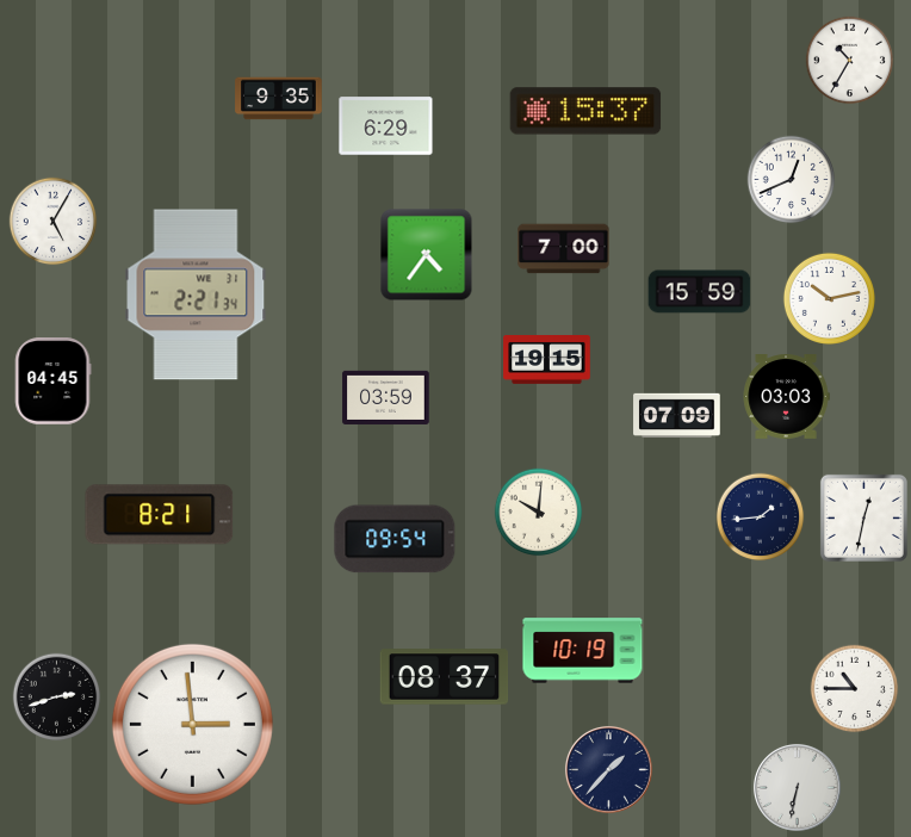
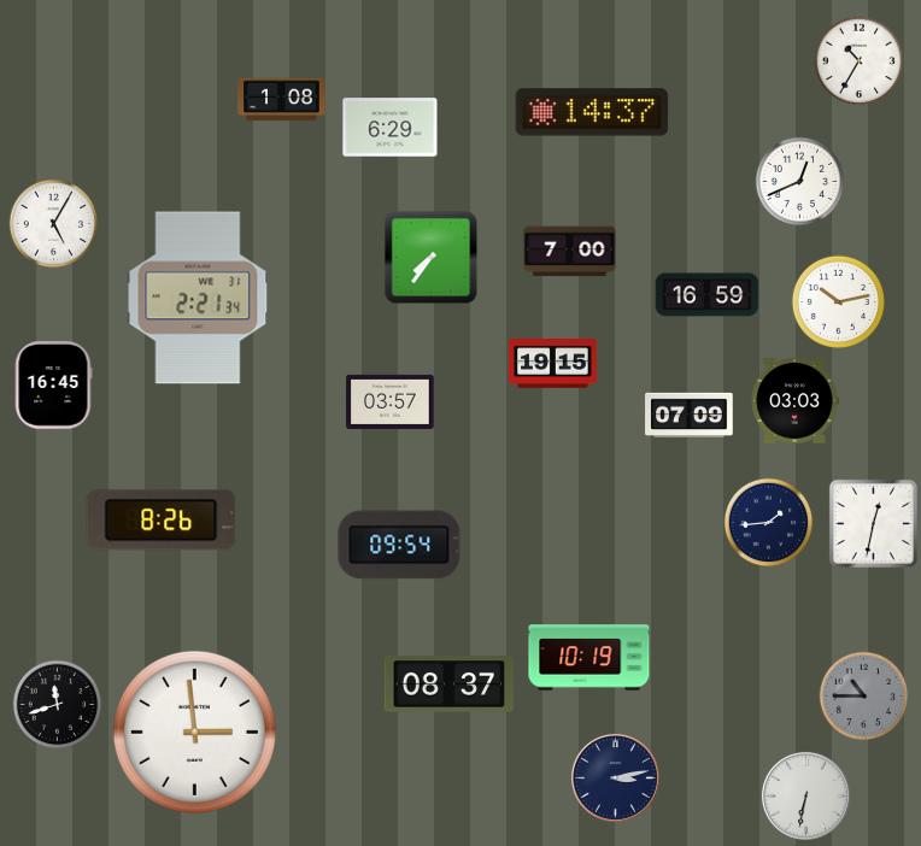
clock at (279, 99): 9:35 -> 1:08
clock at (585, 111): 15:37 -> 14:37
clock at (427, 255): 4:36 -> 7:36
clock at (700, 292): 15:59 -> 16:59
clock at (54, 382): 04:45 -> 16:45
clock at (386, 397): 03:59 -> 03:57
clock at (677, 415) position: (677, 415) -> (690, 415)
clock at (539, 513): 10:01 -> none
clock at (160, 515): 8:21 -> 8:26
clock at (855, 689) dial: white -> grey
clock at (57, 697): 2:42 -> 11:42
clock at (608, 769): 1:37 -> 3:13
